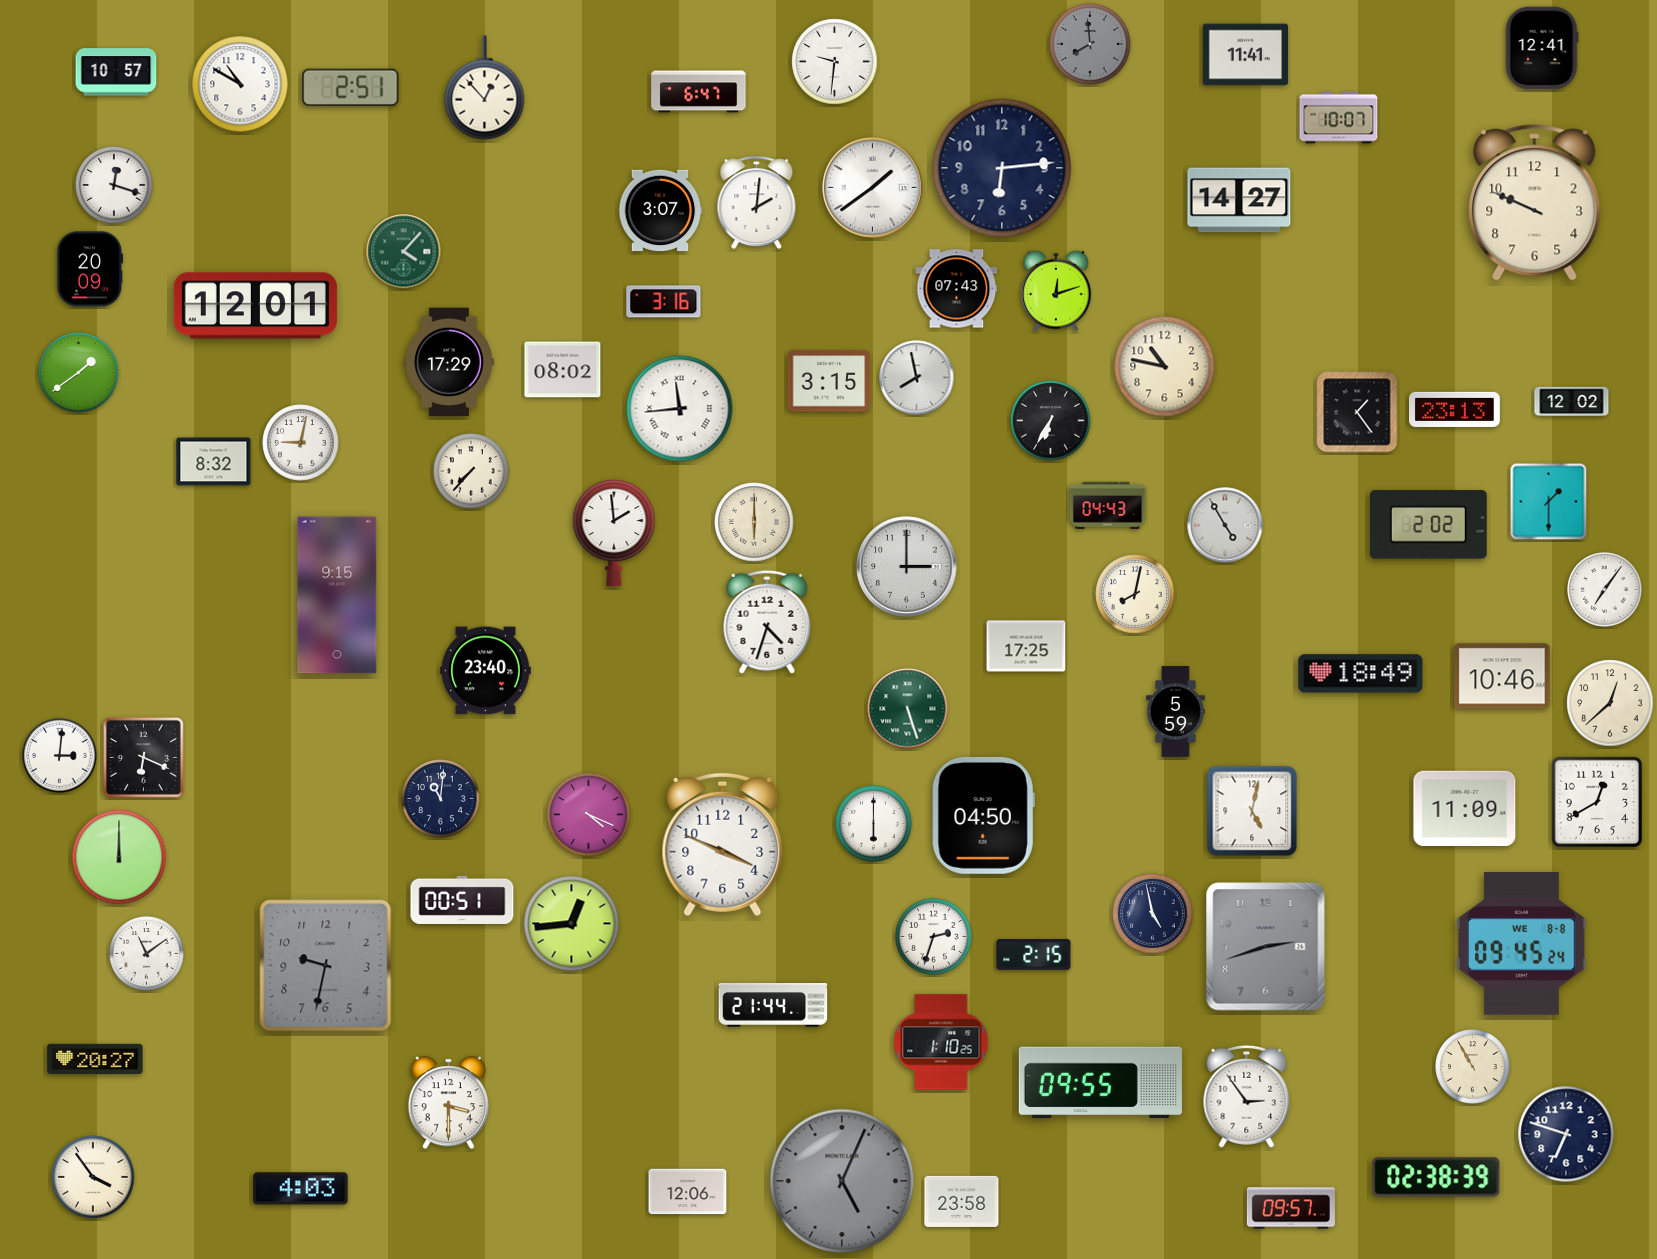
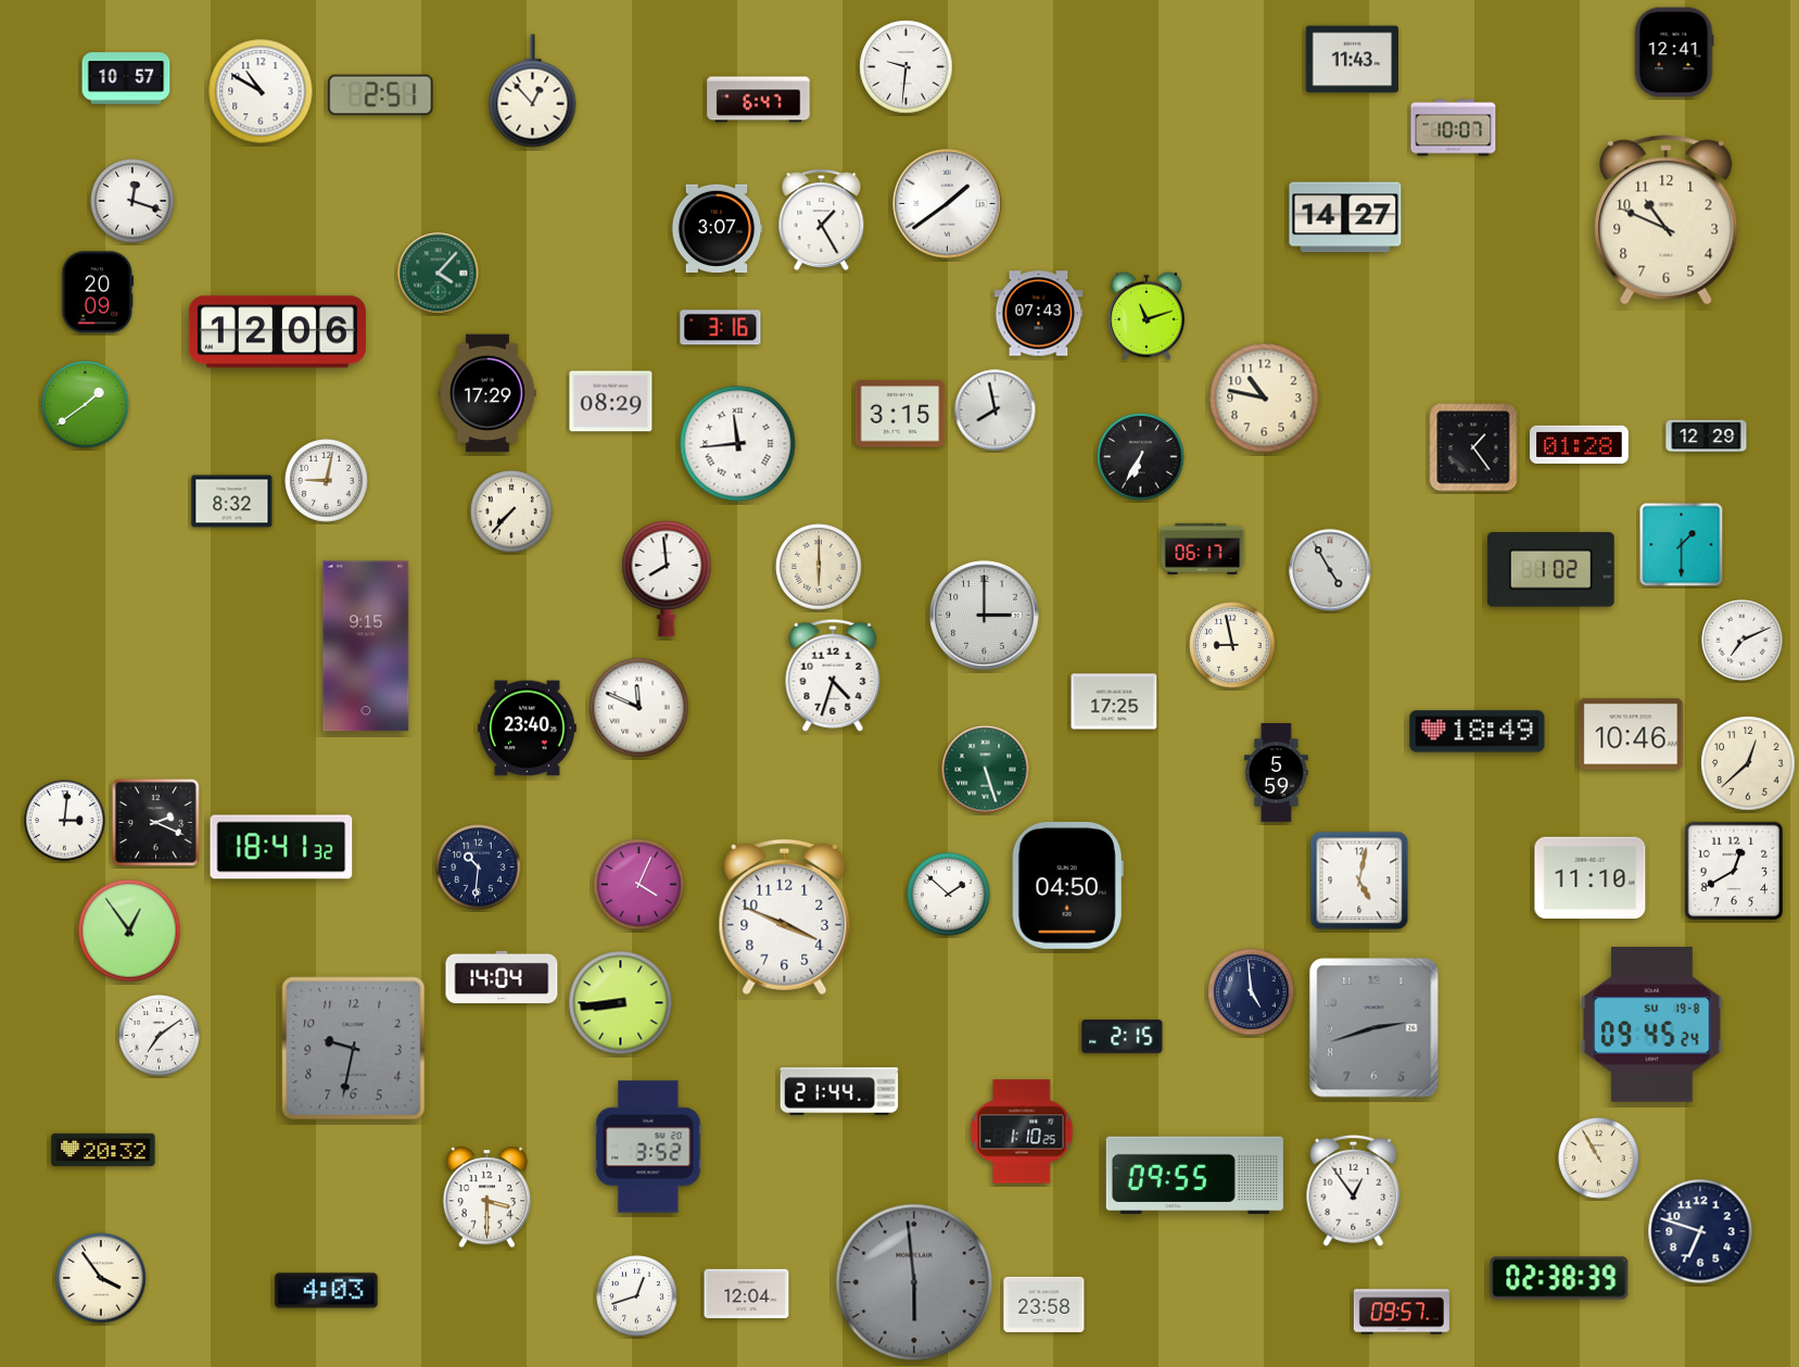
clock at (1090, 44): 7:59 -> none
clock at (1246, 55): 11:41 -> 11:43
clock at (485, 88) position: (485, 88) -> (533, 91)
clock at (1002, 168): 6:14 -> none
clock at (114, 185) position: (114, 185) -> (132, 201)
clock at (757, 203): 2:01 -> 1:25
clock at (1535, 203): 9:49 -> 10:49
clock at (1056, 291): 12:12 -> 11:12
clock at (255, 306): 12:01 -> 12:06
clock at (563, 370): 08:02 -> 08:29
clock at (1572, 402): 12:02 -> 12:29
clock at (1455, 409): 23:13 -> 01:28
clock at (1108, 505): 04:43 -> 06:17
clock at (1428, 525): 2:02 -> 1:02
clock at (614, 534): 1:59 -> 7:59
clock at (1605, 590): 7:06 -> 7:11
clock at (1135, 594): 8:02 -> 8:58
clock at (639, 708): none -> 11:49
clock at (143, 757): 6:19 -> 2:19
clock at (281, 847): none -> 18:41
clock at (441, 799): 11:01 -> 10:31
clock at (1465, 809): 11:09 -> 11:10
clock at (589, 815): 4:19 -> 4:04
clock at (874, 824): 6:00 -> 1:52
clock at (119, 857): 12:00 -> 12:54
clock at (462, 900): 00:51 -> 14:04
clock at (1153, 914): 4:58 -> 4:59
clock at (572, 924): 12:44 -> 8:44
clock at (934, 937): 2:33 -> none
clock at (1522, 944) date: WE 8-8 -> SU 19-8
clock at (147, 954): 11:09 -> 7:09
clock at (648, 1147): none -> 3:52
clock at (95, 1059): 20:27 -> 20:32
clock at (1247, 1096): 2:54 -> 12:54
clock at (842, 1181): 5:04 -> 5:59
clock at (688, 1192): 12:06 -> 12:04
clock at (637, 1296): none -> 12:42
